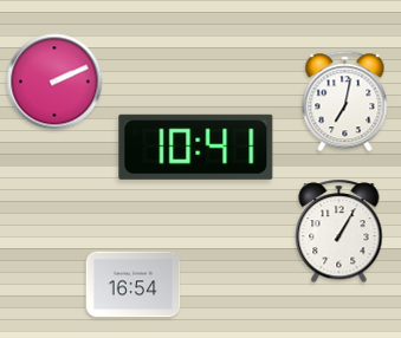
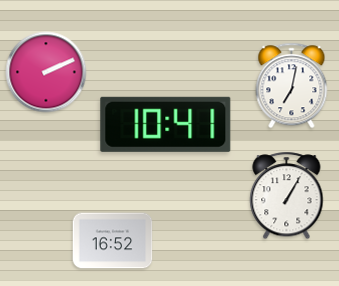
clock at (54, 82) position: (54, 82) -> (46, 72)
clock at (134, 285): 16:54 -> 16:52
